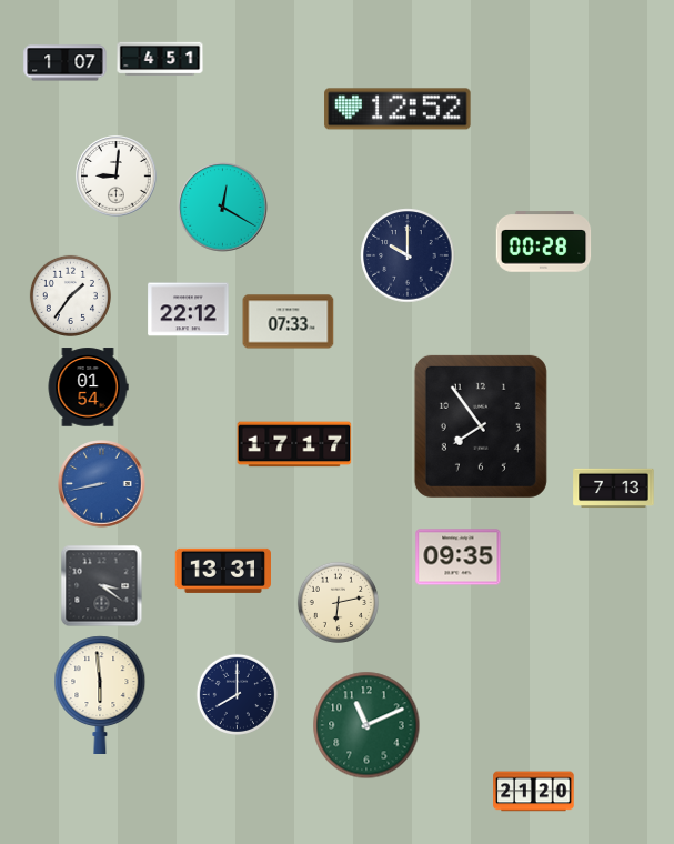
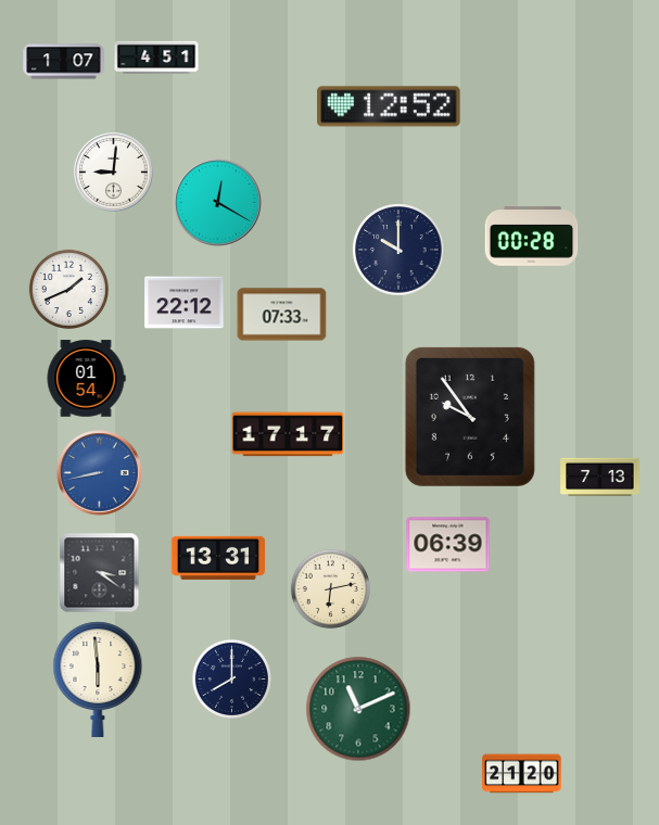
clock at (70, 295): 1:36 -> 1:41
clock at (481, 426): 7:54 -> 9:54
clock at (459, 557): 09:35 -> 06:39
